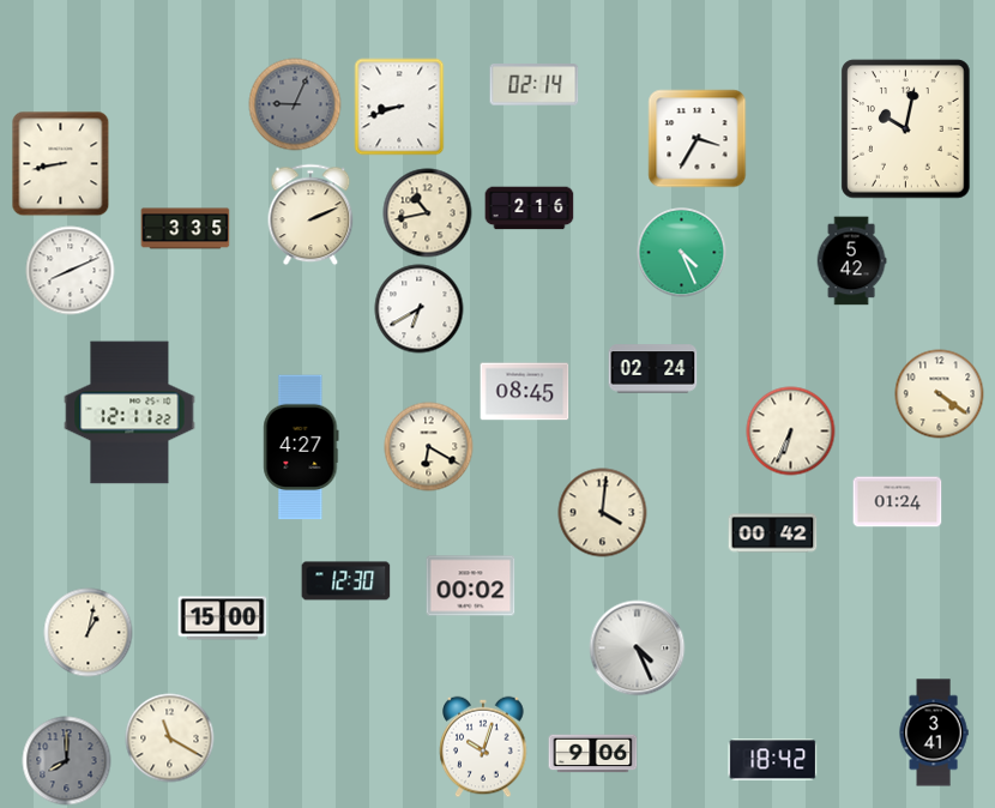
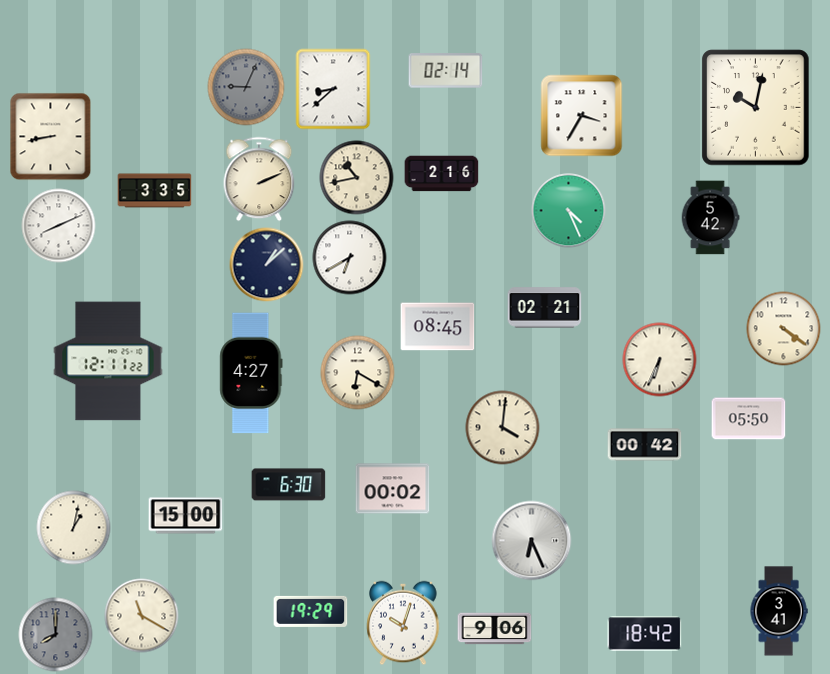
clock at (399, 107): 8:42 -> 8:38
clock at (267, 265): none -> 1:08
clock at (653, 369): 02:24 -> 02:21
clock at (129, 412) position: (129, 412) -> (108, 361)
clock at (898, 502): 01:24 -> 05:50
clock at (346, 581): 12:30 -> 6:30
clock at (638, 649): 4:26 -> 6:26
clock at (311, 611): none -> 19:29
